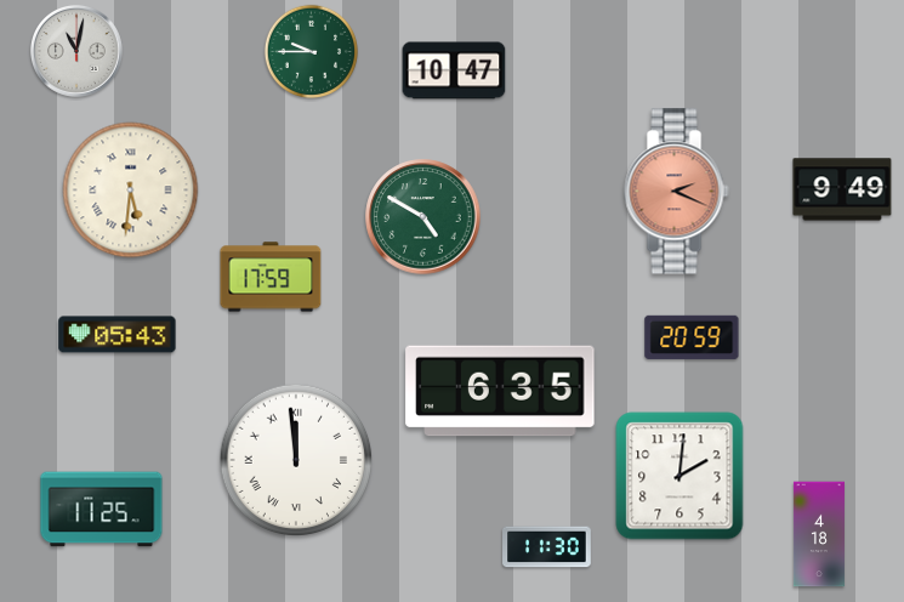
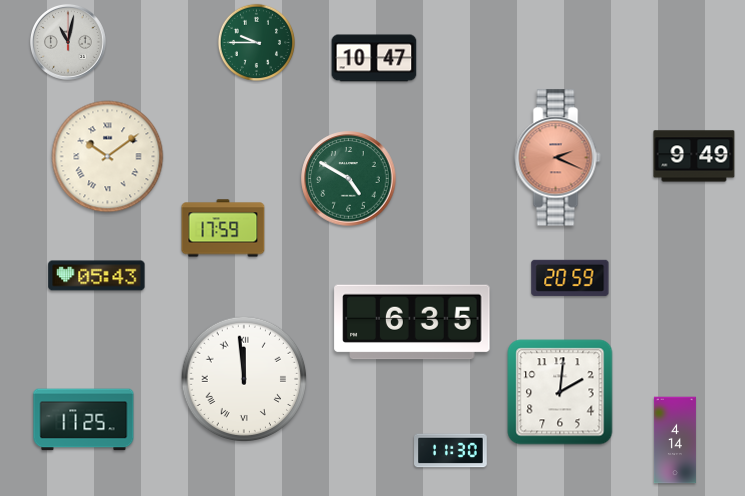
clock at (76, 51) position: (76, 51) -> (68, 42)
clock at (131, 191): 5:31 -> 10:09
clock at (819, 534): 4:18 -> 4:14
